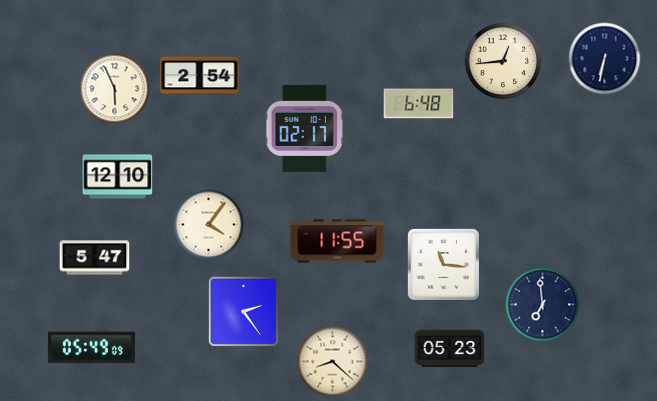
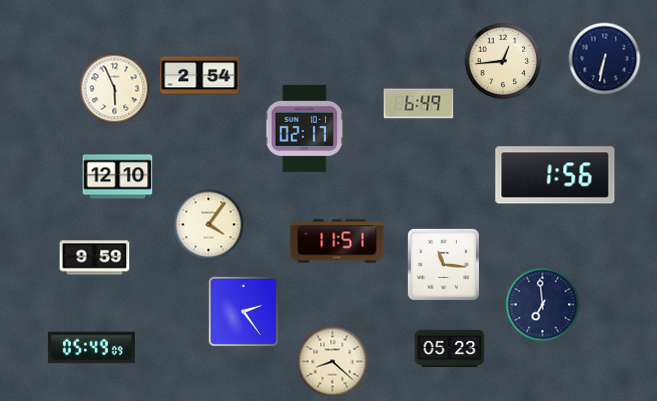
clock at (419, 104): 6:48 -> 6:49
clock at (555, 175): none -> 1:56
clock at (337, 241): 11:55 -> 11:51
clock at (95, 258): 5:47 -> 9:59
